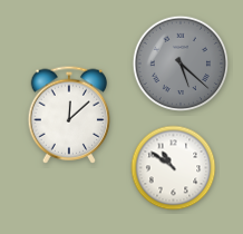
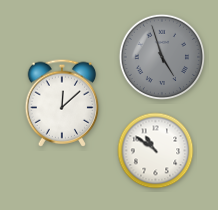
clock at (181, 64): 5:22 -> 4:57
